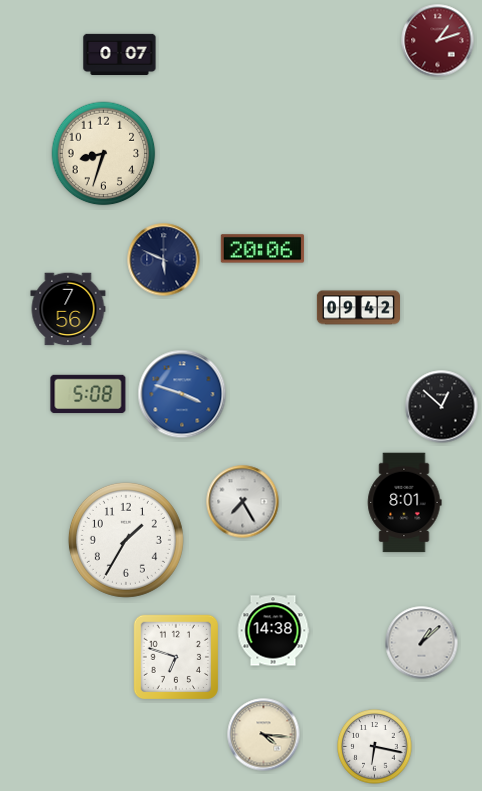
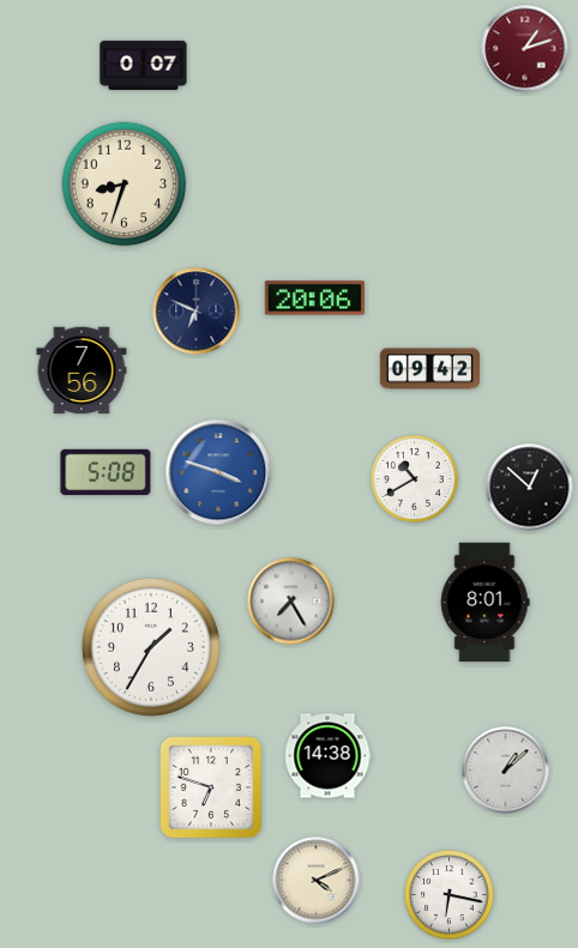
clock at (164, 260): 5:49 -> 6:49
clock at (415, 479): none -> 10:40
clock at (264, 735): 4:16 -> 4:11
